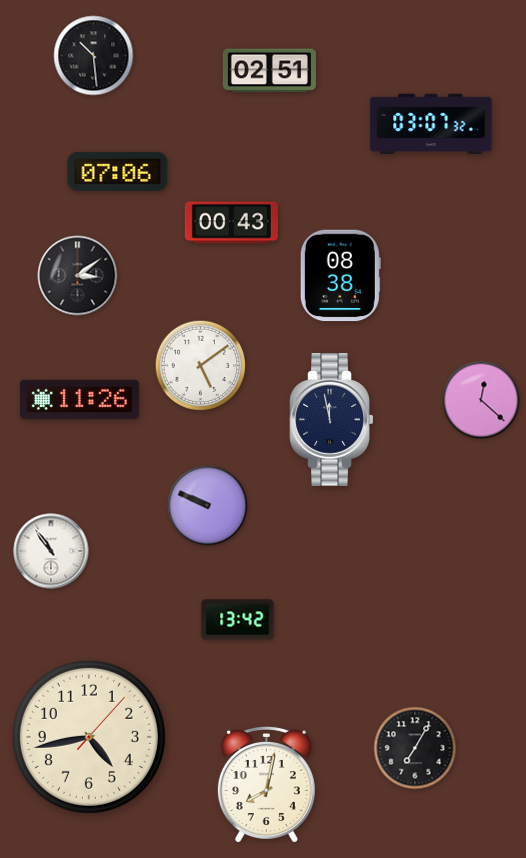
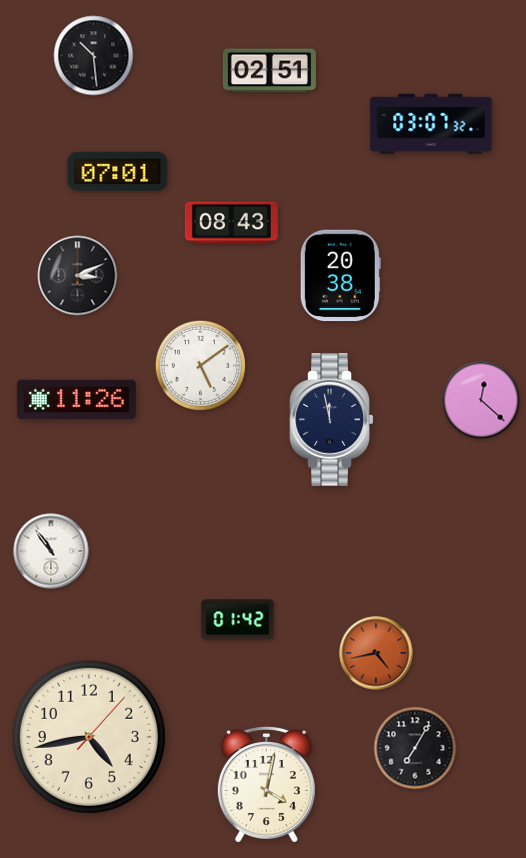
clock at (118, 171): 07:06 -> 07:01
clock at (231, 223): 00:43 -> 08:43
clock at (78, 276): 3:09 -> 3:11
clock at (340, 276): 08:38 -> 20:38
clock at (79, 400) position: (79, 400) -> (76, 400)
clock at (208, 506): 9:49 -> none
clock at (238, 620): 13:42 -> 01:42
clock at (376, 653): none -> 4:43
clock at (266, 784): 8:02 -> 4:02
